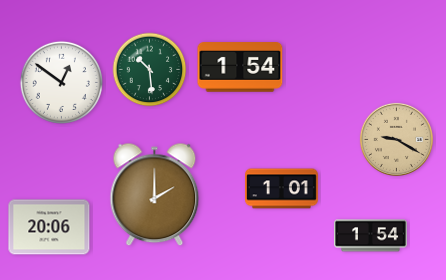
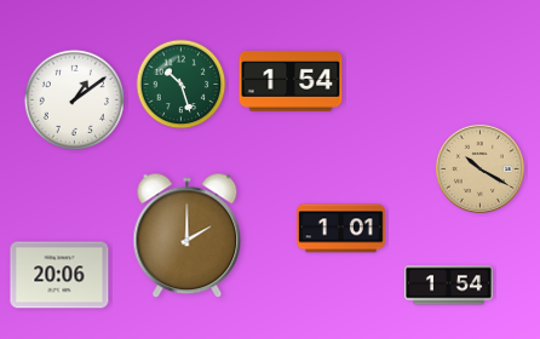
clock at (150, 70): 10:29 -> 10:27
clock at (61, 82): 12:51 -> 1:09
clock at (396, 139): 9:20 -> 10:20
